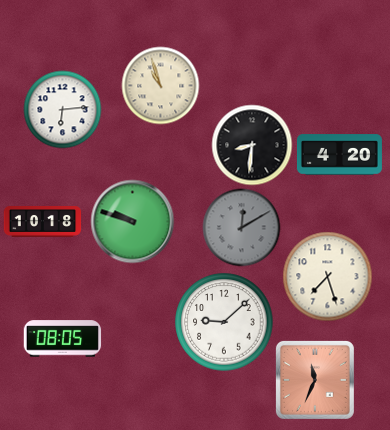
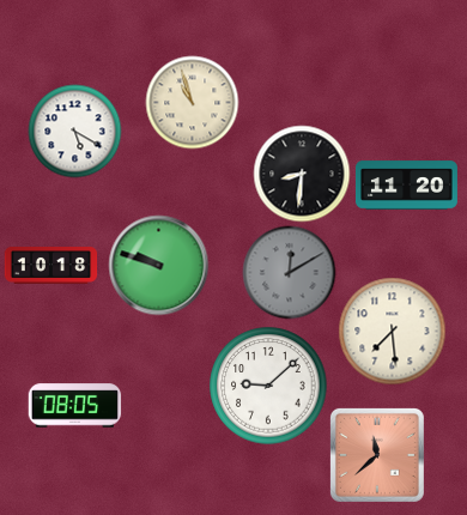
clock at (62, 109): 6:14 -> 5:20
clock at (339, 155): 4:20 -> 11:20
clock at (327, 276): 7:27 -> 7:29
clock at (315, 380): 11:34 -> 11:38
